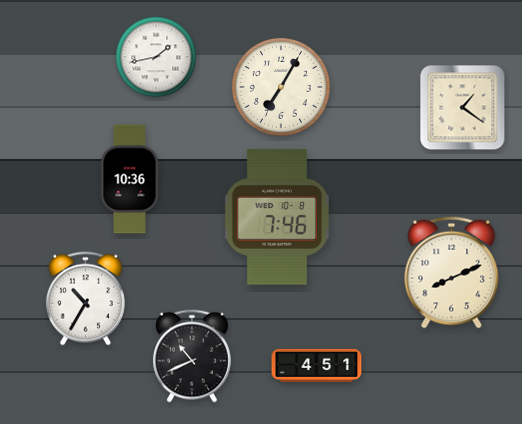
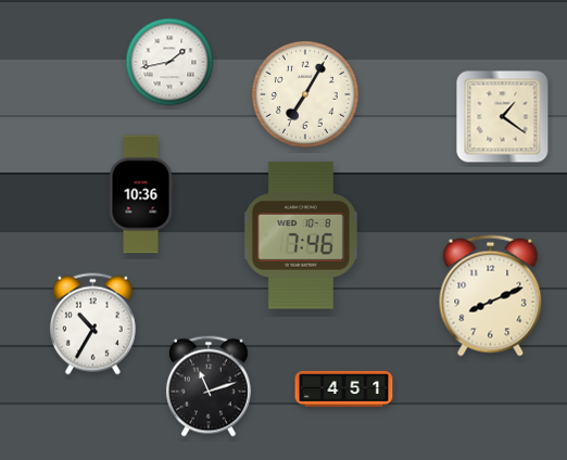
clock at (192, 356): 10:41 -> 11:12
clock at (317, 365) position: (317, 365) -> (344, 388)
